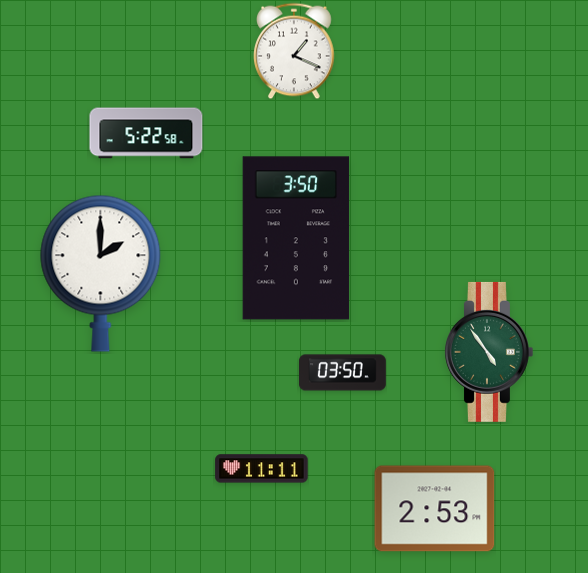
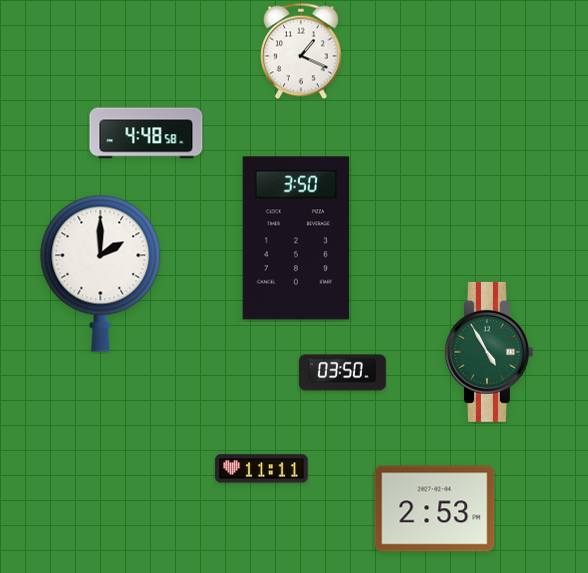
clock at (295, 51) position: (295, 51) -> (302, 51)
clock at (146, 133): 5:22 -> 4:48
clock at (489, 352): 4:54 -> 4:55
